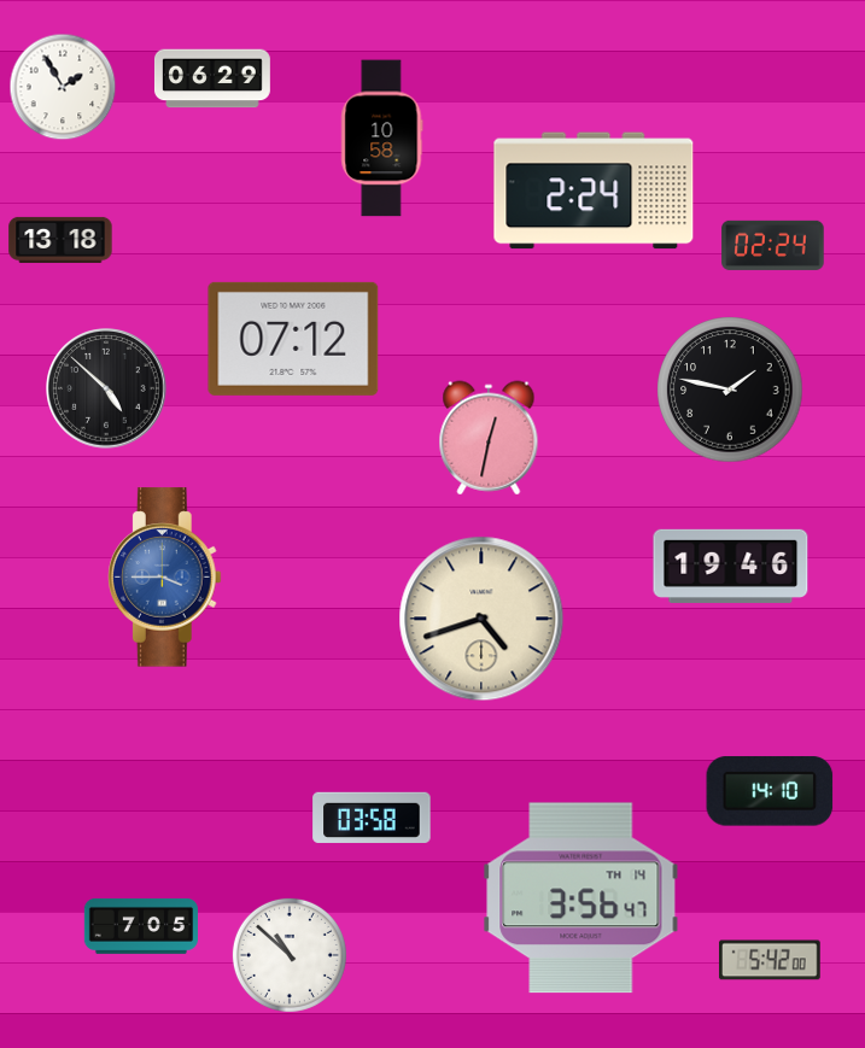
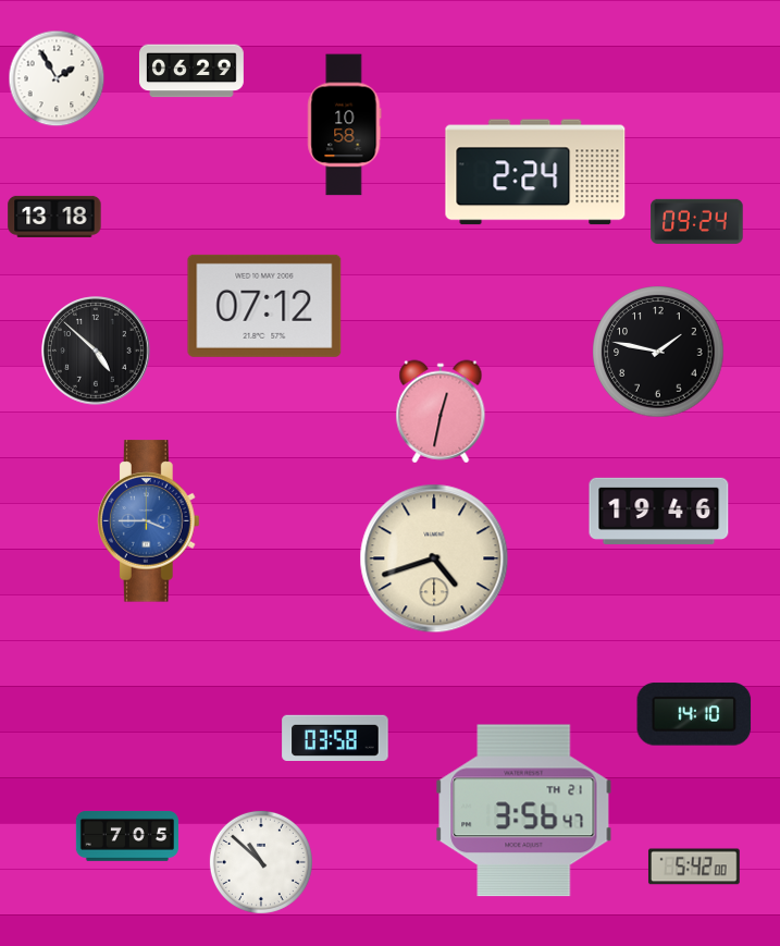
clock at (773, 245): 02:24 -> 09:24
clock at (489, 438) position: (489, 438) -> (441, 411)
clock at (581, 898) date: TH 14 -> TH 21
